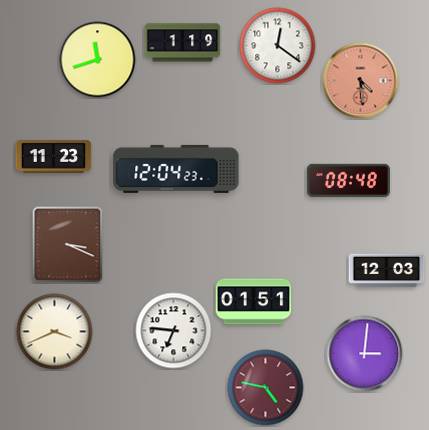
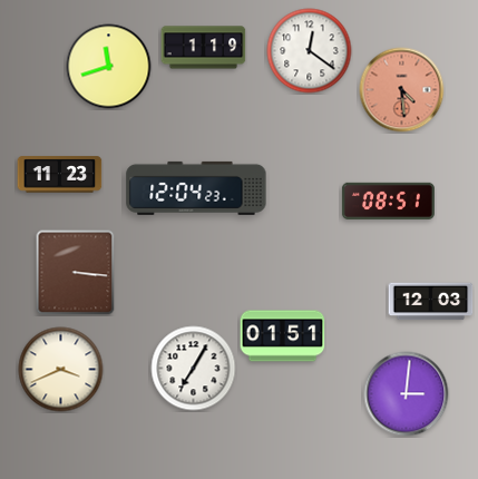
clock at (348, 180): 08:48 -> 08:51
clock at (68, 245): 3:19 -> 3:16
clock at (174, 331): 6:46 -> 7:05
clock at (266, 388): 4:47 -> none
